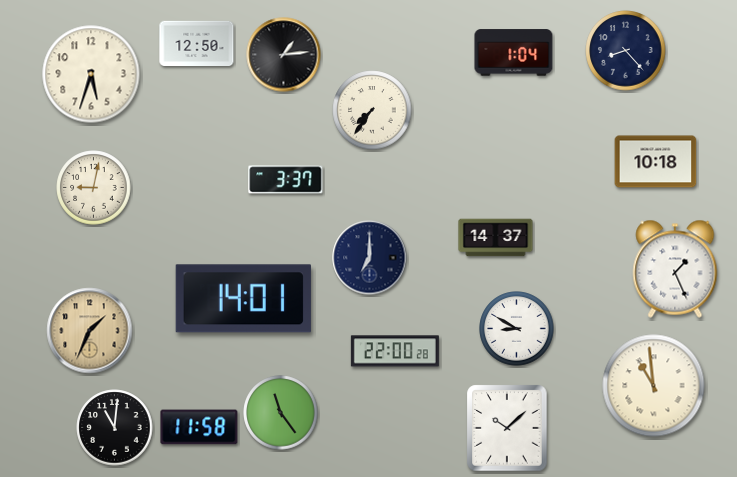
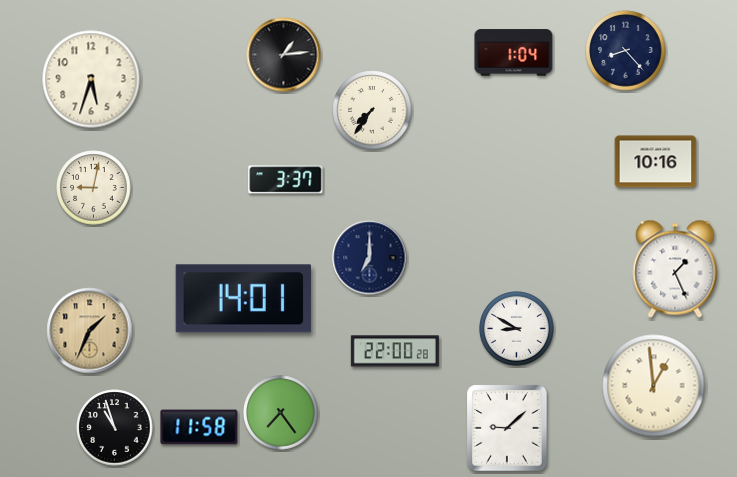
clock at (197, 43): 12:50 -> none
clock at (91, 74) position: (91, 74) -> (91, 79)
clock at (656, 162): 10:18 -> 10:16
clock at (496, 238): 14:37 -> none
clock at (654, 386): 10:59 -> 12:59
clock at (281, 413): 11:24 -> 7:24
clock at (115, 428): 11:01 -> 10:57
clock at (507, 428): 10:08 -> 9:08
